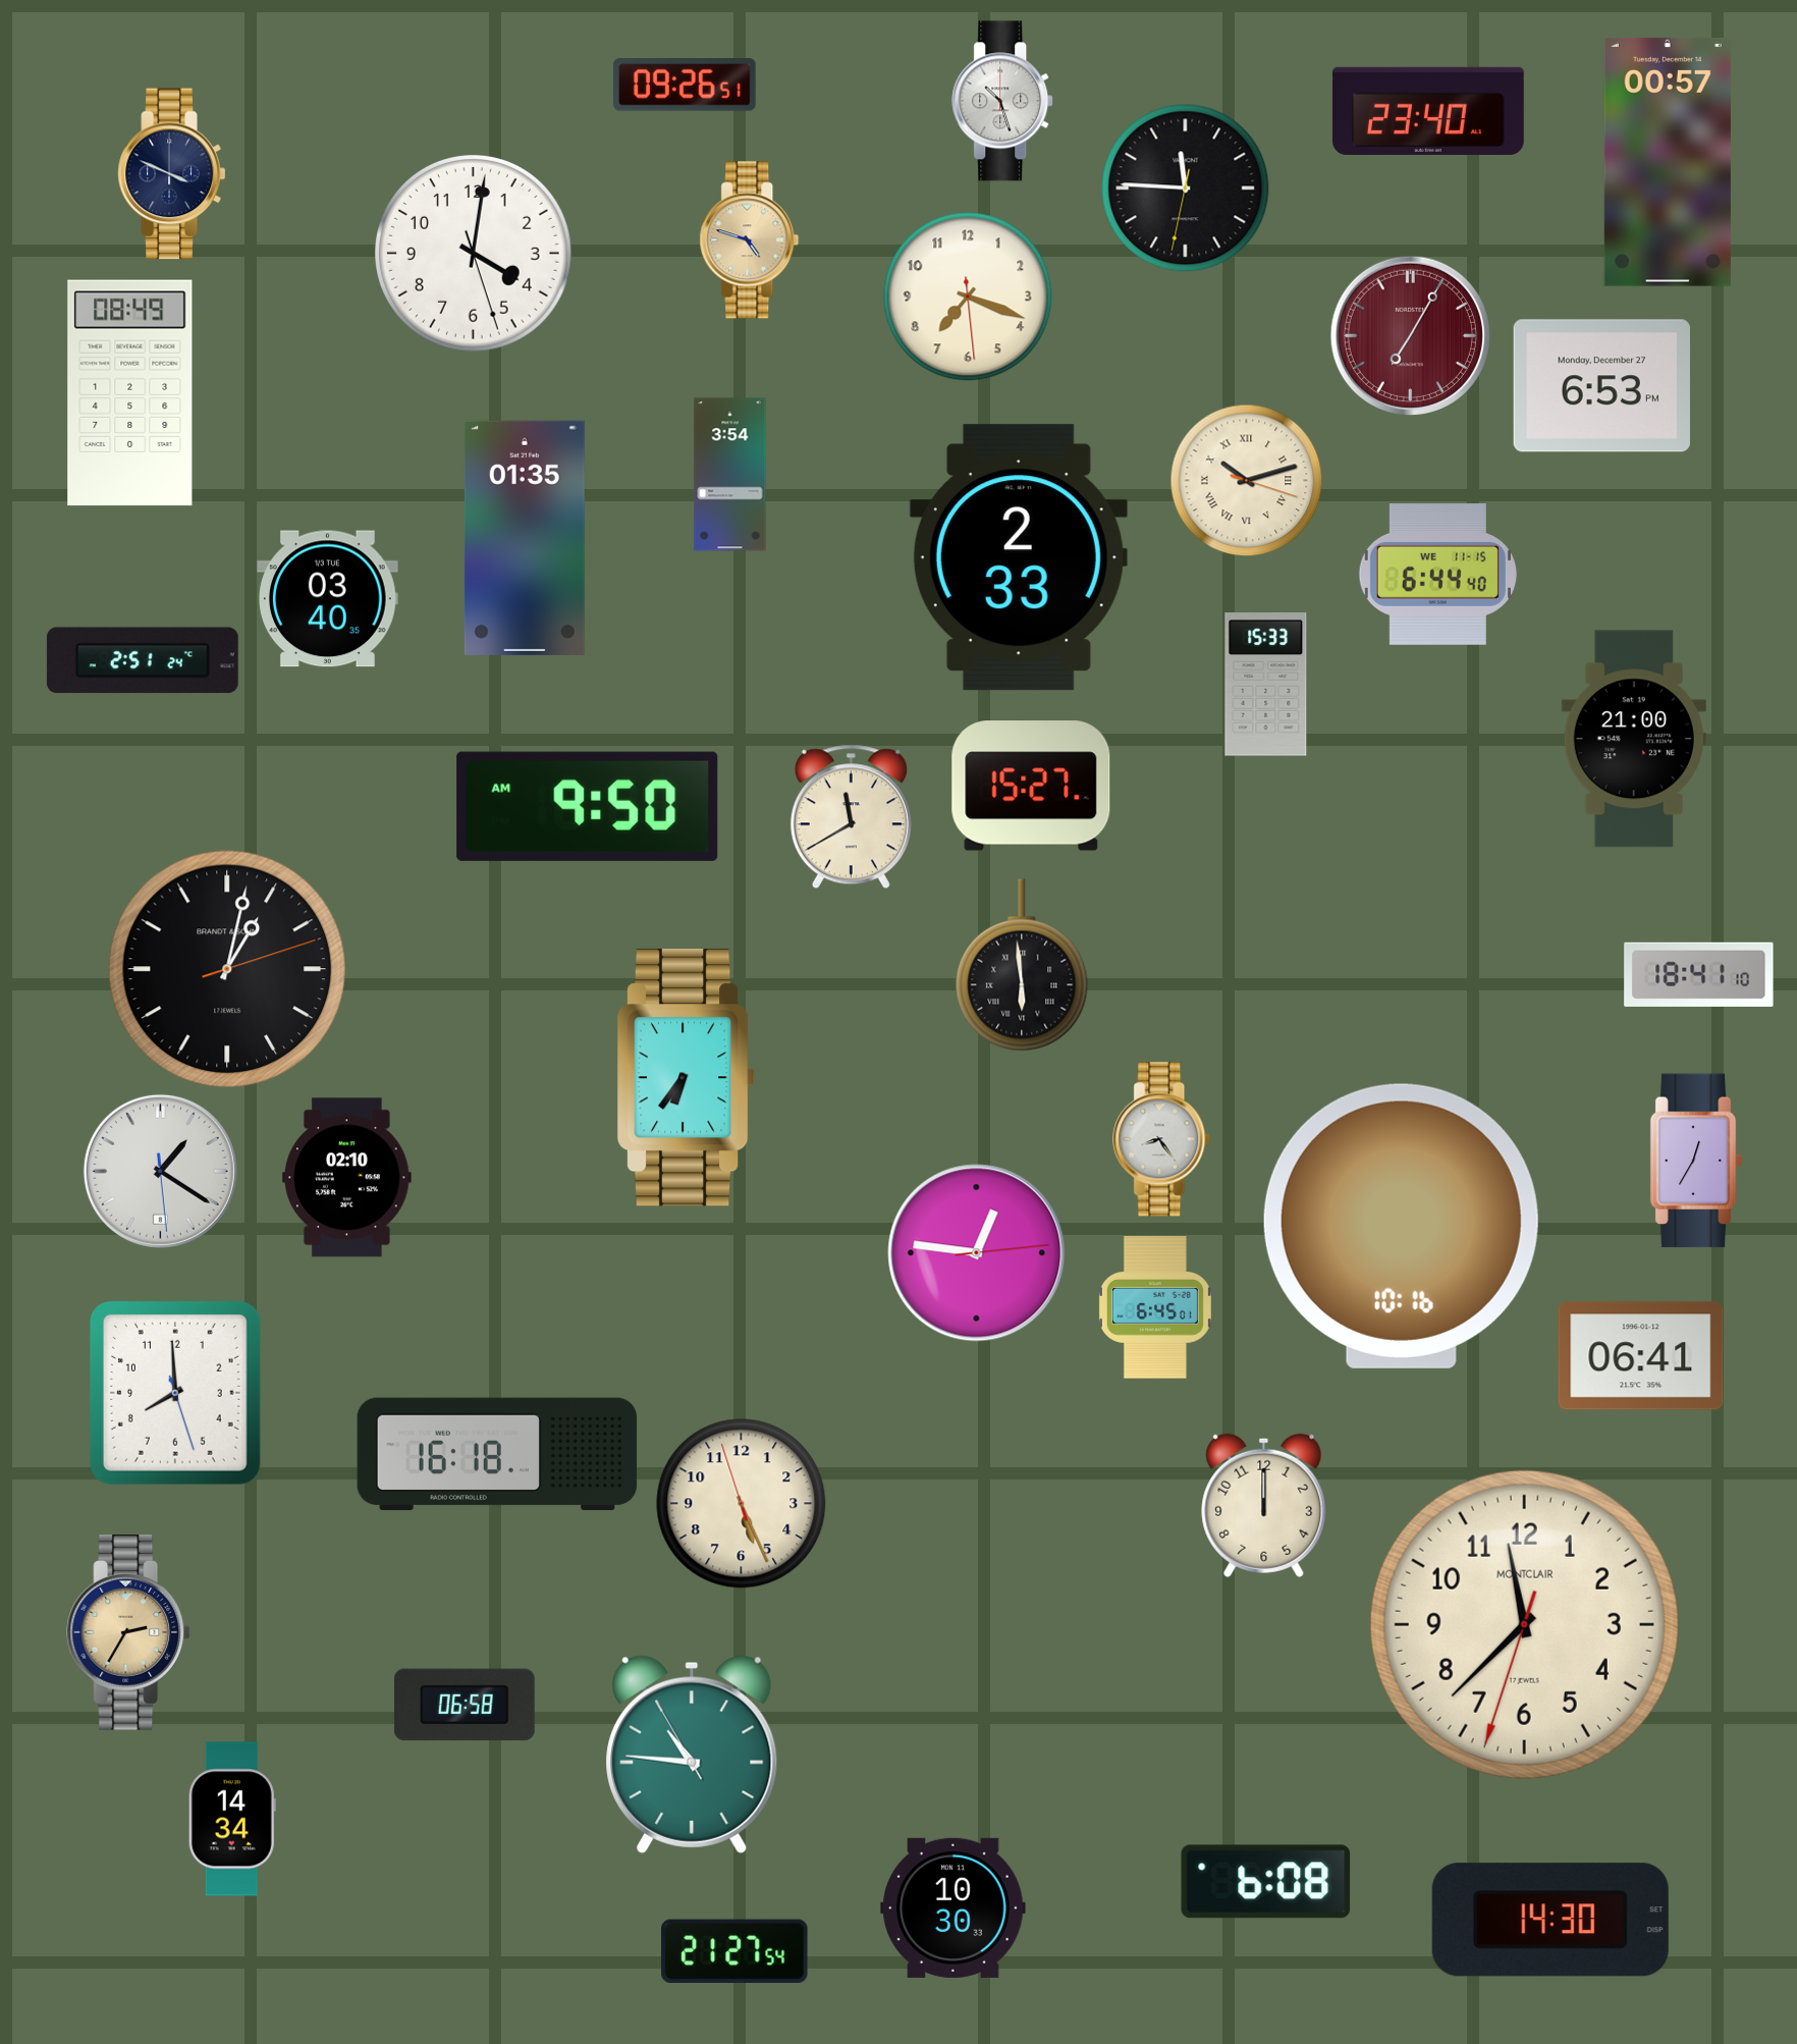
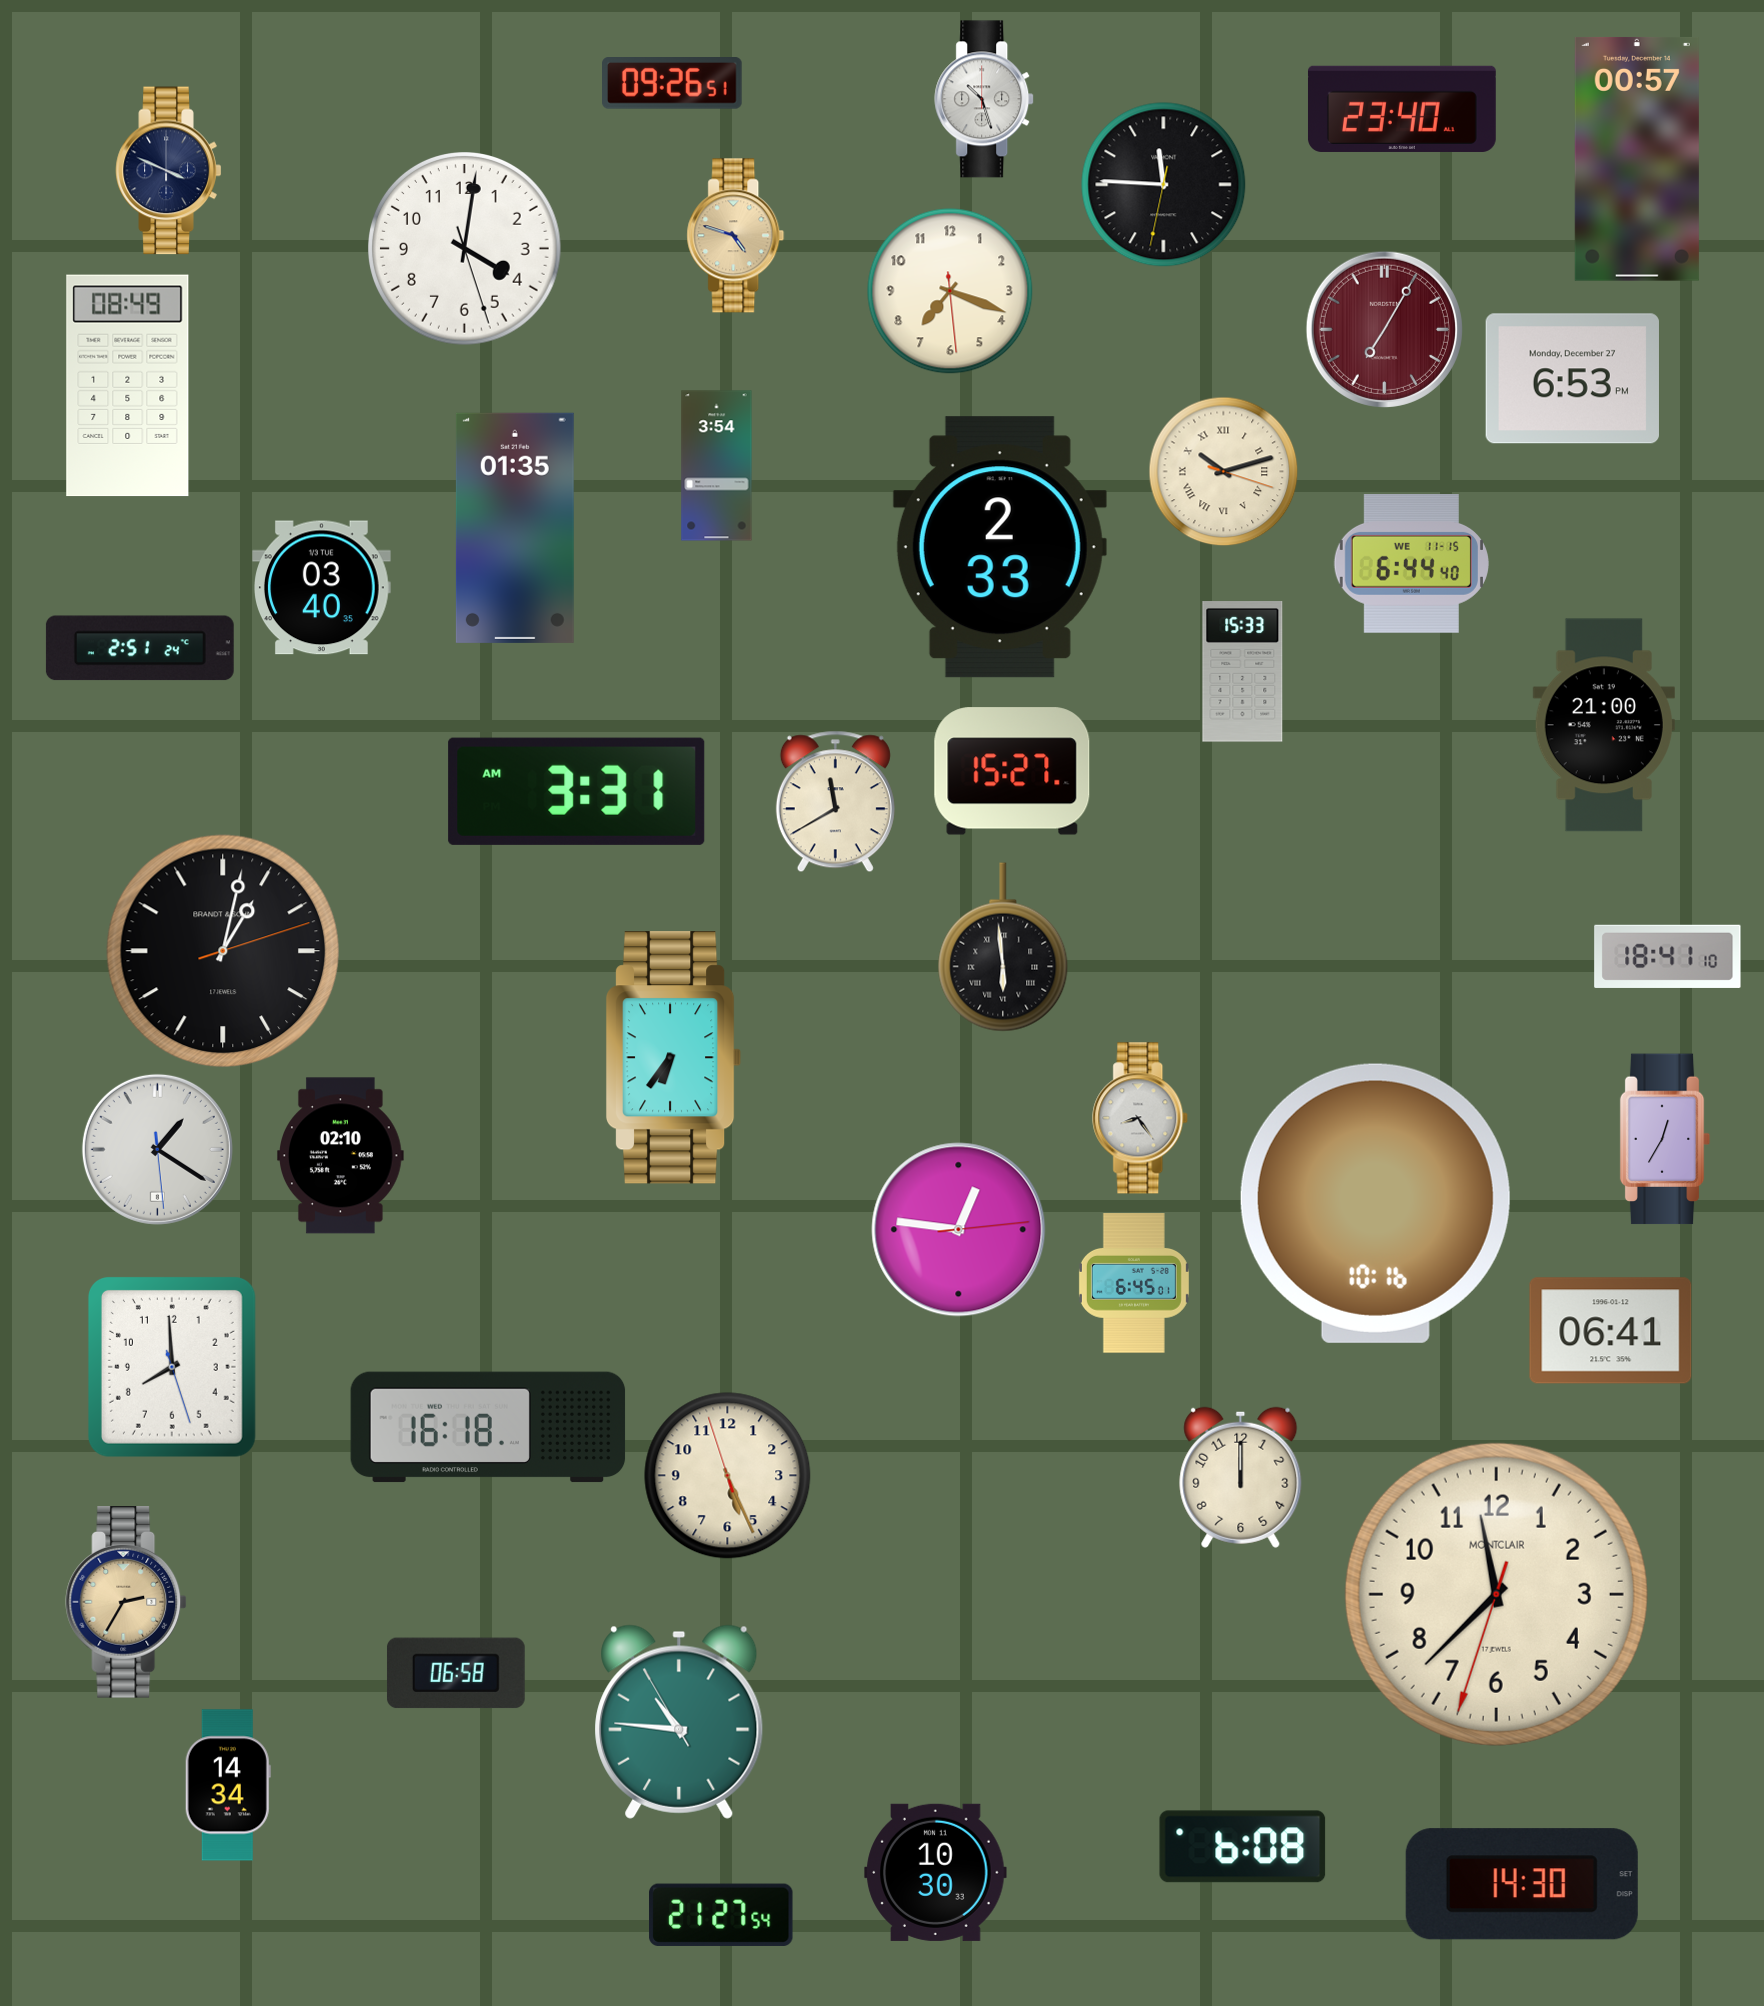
clock at (588, 806): 9:50 -> 3:31
